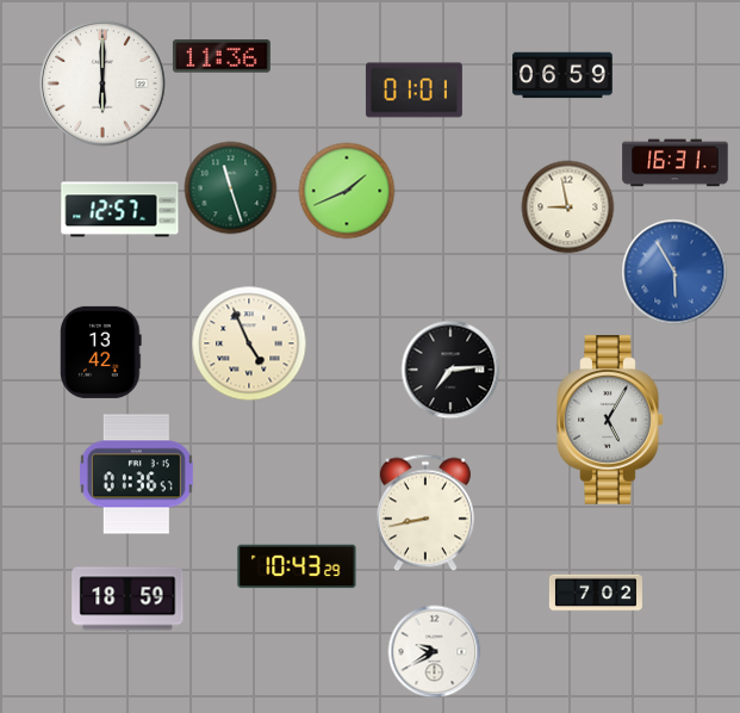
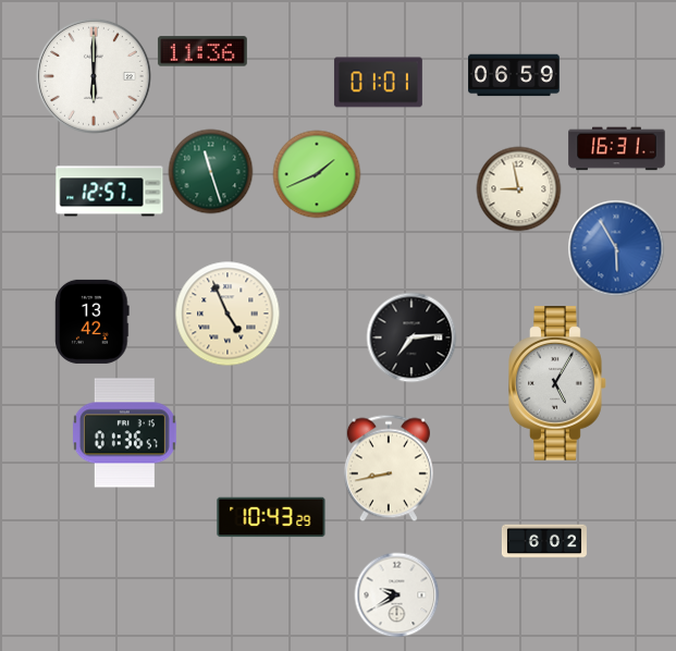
clock at (562, 75) position: (562, 75) -> (514, 75)
clock at (596, 593): 7:02 -> 6:02
clock at (128, 599): 18:59 -> none
